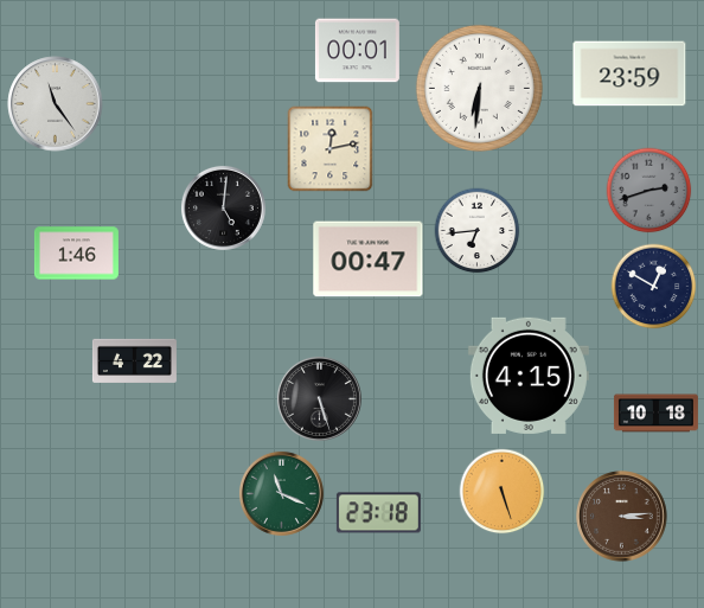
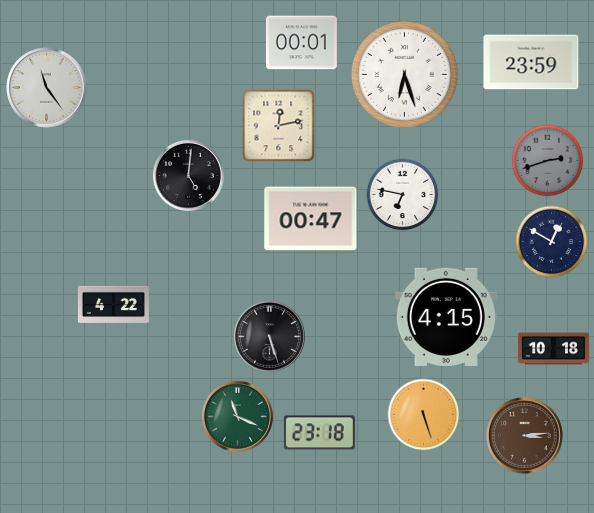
clock at (479, 88): 6:31 -> 6:27
clock at (478, 231): 6:44 -> 6:47
clock at (76, 254): 1:46 -> none
